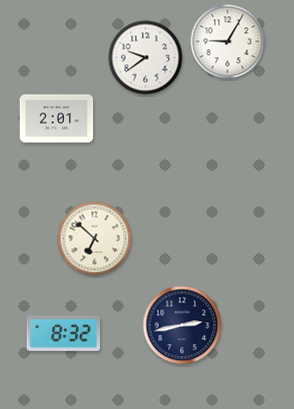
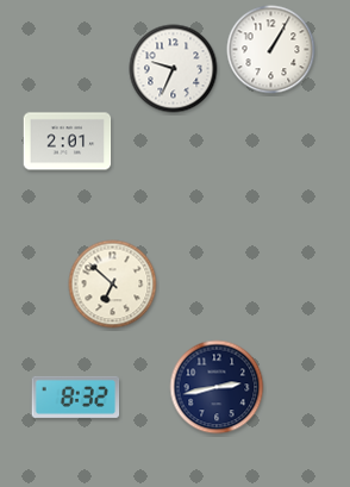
clock at (228, 42): 9:05 -> 1:05
clock at (146, 58): 9:39 -> 9:34
